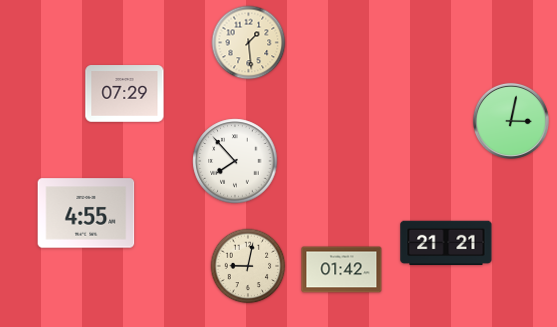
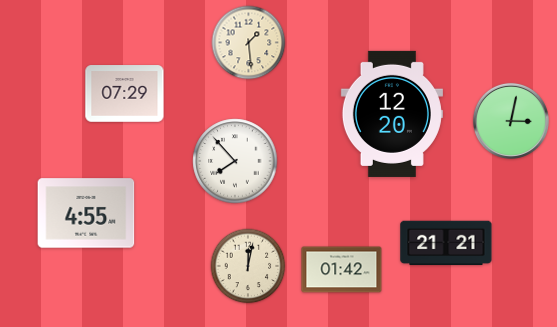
clock at (392, 114): none -> 12:20
clock at (248, 266): 9:02 -> 12:02
